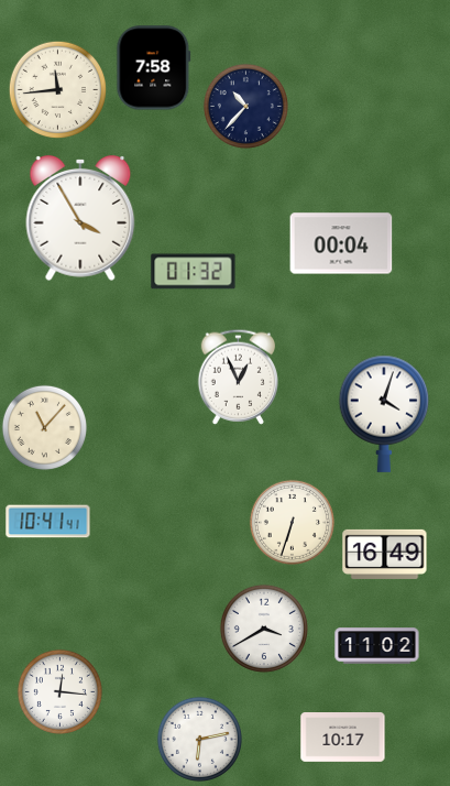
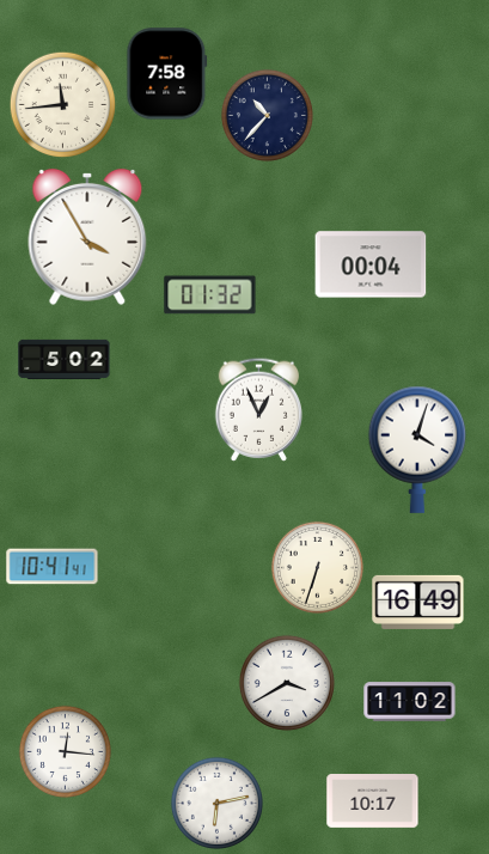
clock at (57, 89) position: (57, 89) -> (62, 104)
clock at (65, 359): none -> 5:02
clock at (44, 427): 11:07 -> none
